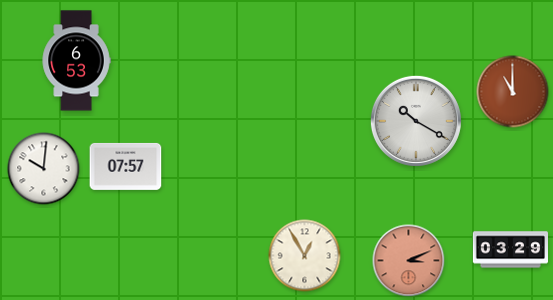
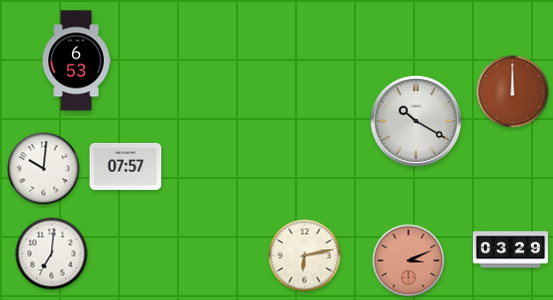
clock at (513, 92): 11:00 -> 12:00
clock at (52, 254): none -> 7:01
clock at (305, 256): 12:55 -> 6:13
